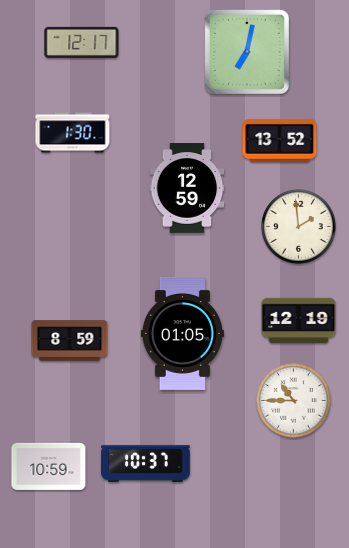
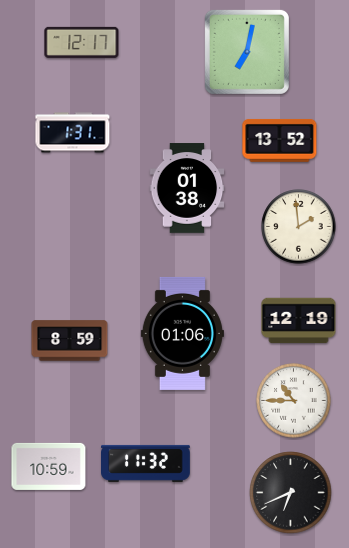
clock at (73, 133): 1:30 -> 1:31
clock at (187, 188): 12:59 -> 01:38
clock at (182, 333): 01:05 -> 01:06
clock at (146, 463): 10:37 -> 11:32
clock at (291, 493): none -> 6:41
